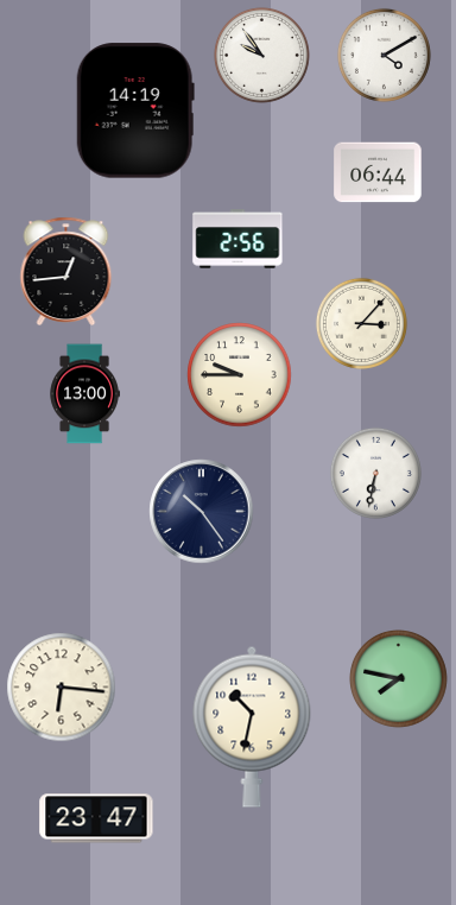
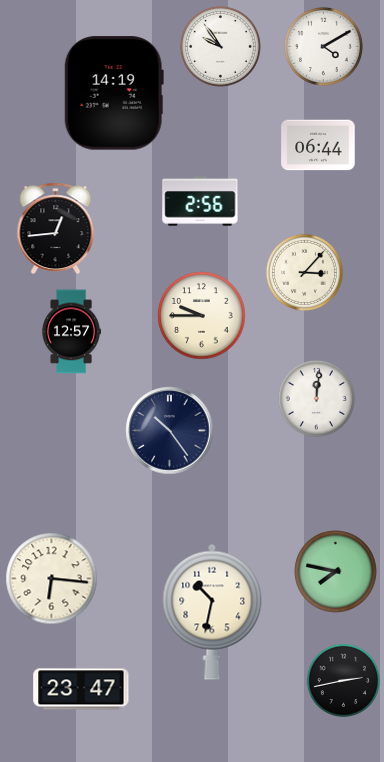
clock at (84, 394): 13:00 -> 12:57
clock at (375, 473): 6:32 -> 12:01
clock at (344, 681): none -> 2:43
